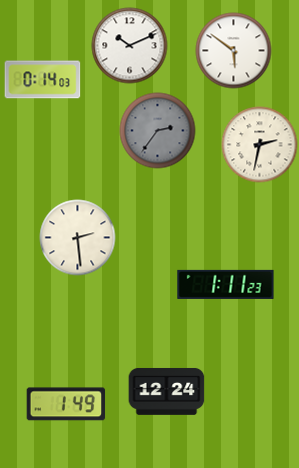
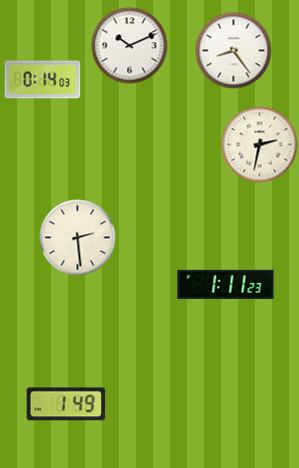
clock at (234, 51): 5:51 -> 8:24
clock at (158, 131): 2:36 -> none
clock at (167, 391): 12:24 -> none
